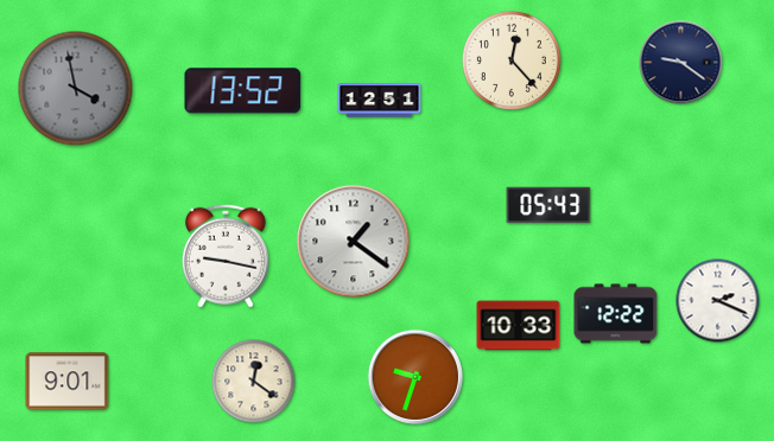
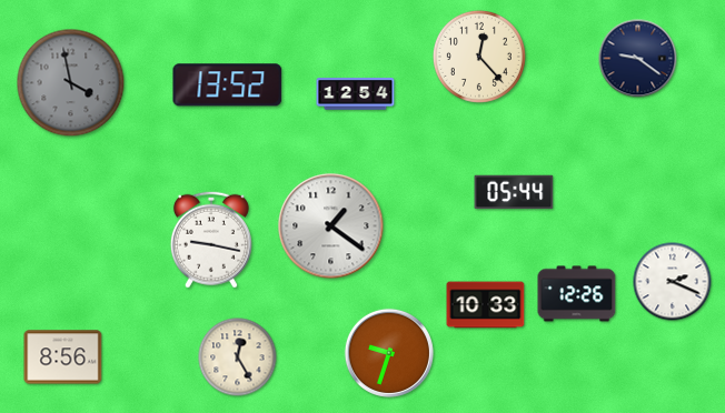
clock at (380, 101): 12:51 -> 12:54
clock at (548, 205): 05:43 -> 05:44
clock at (616, 314): 12:22 -> 12:26
clock at (68, 382): 9:01 -> 8:56
clock at (254, 382): 12:21 -> 12:25
